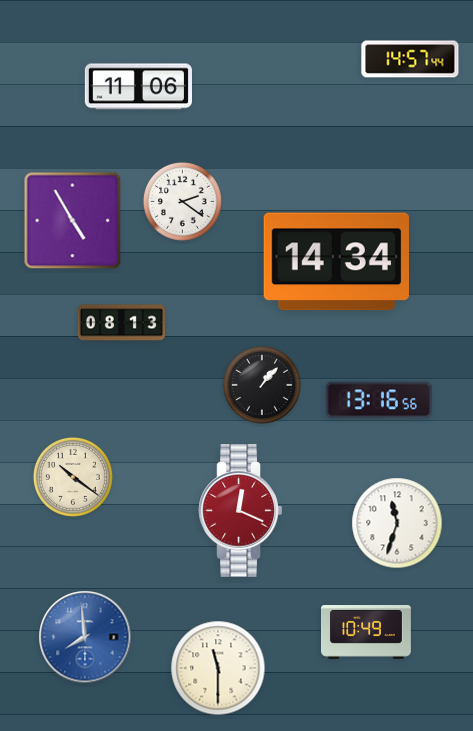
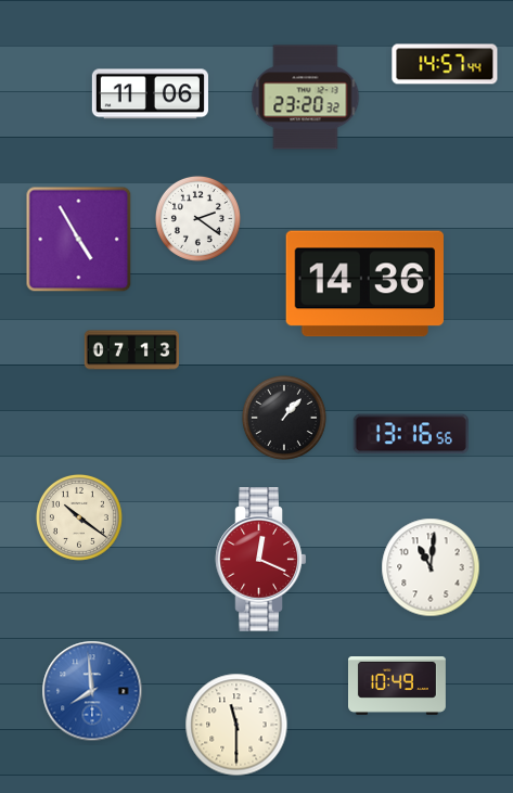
clock at (306, 98): none -> 23:20
clock at (336, 262): 14:34 -> 14:36
clock at (121, 323): 08:13 -> 07:13
clock at (241, 511) position: (241, 511) -> (261, 560)
clock at (397, 523): 11:33 -> 11:01
